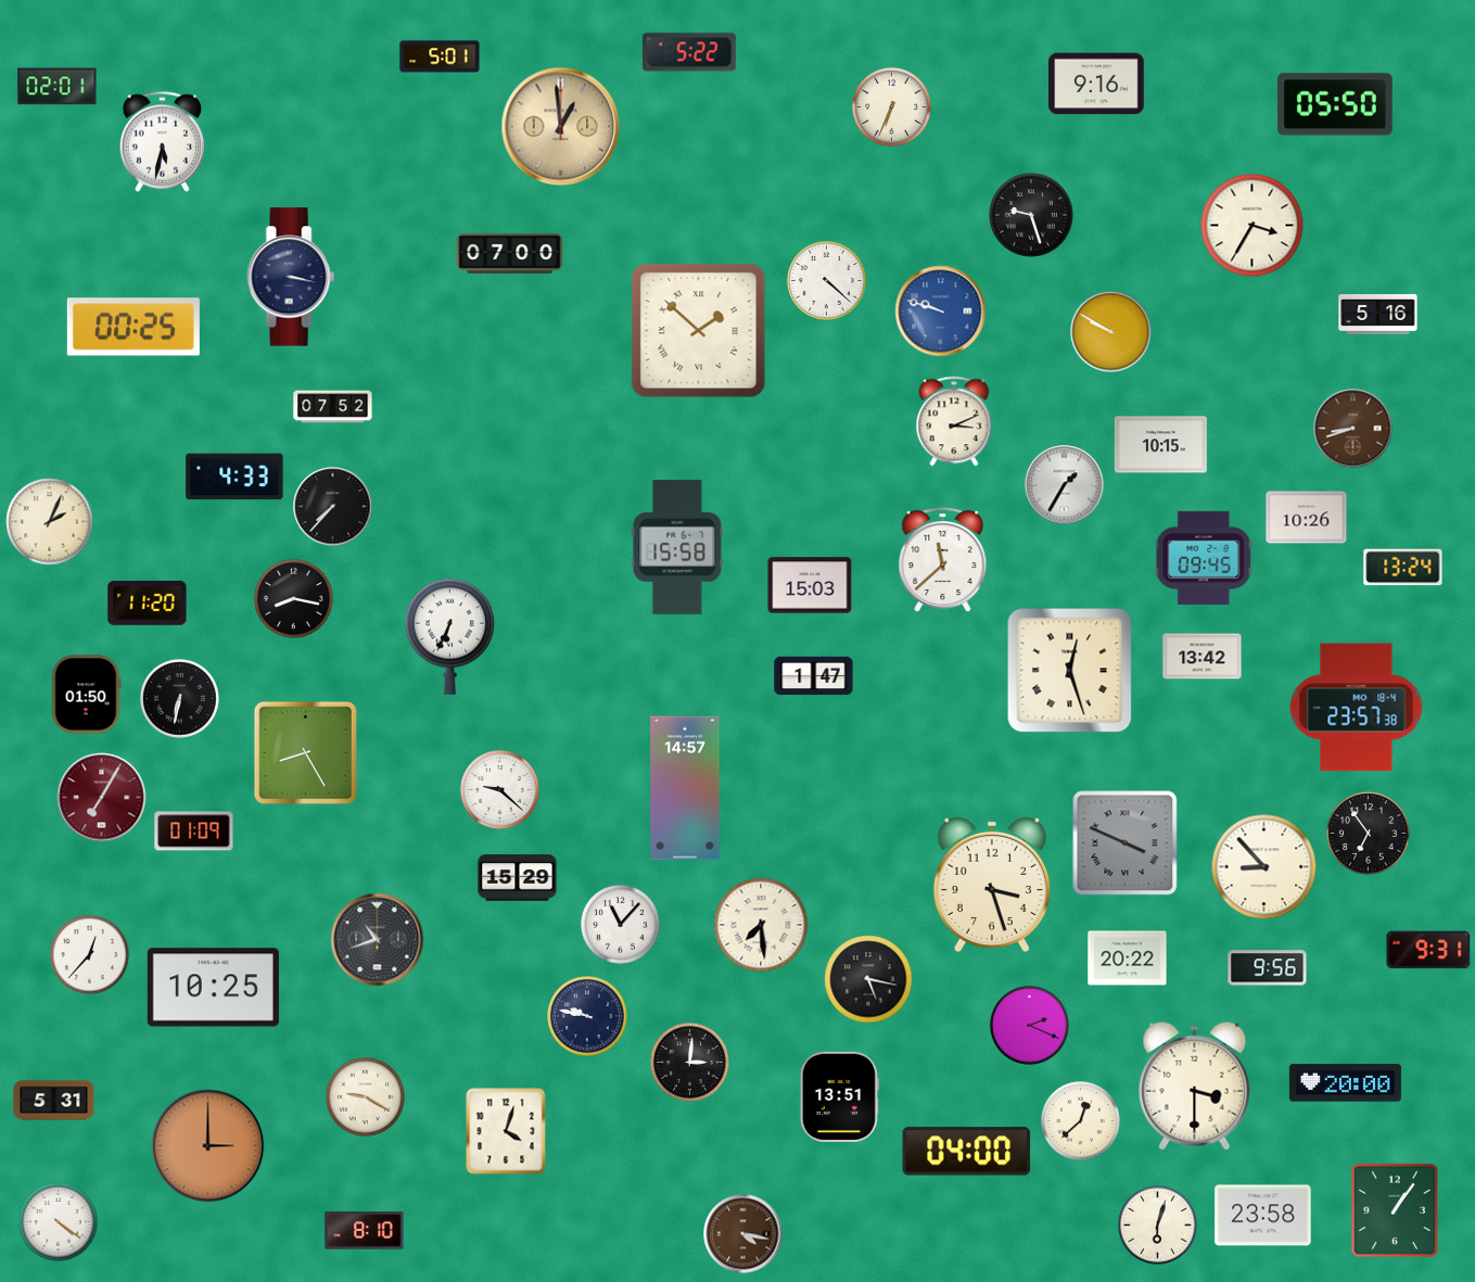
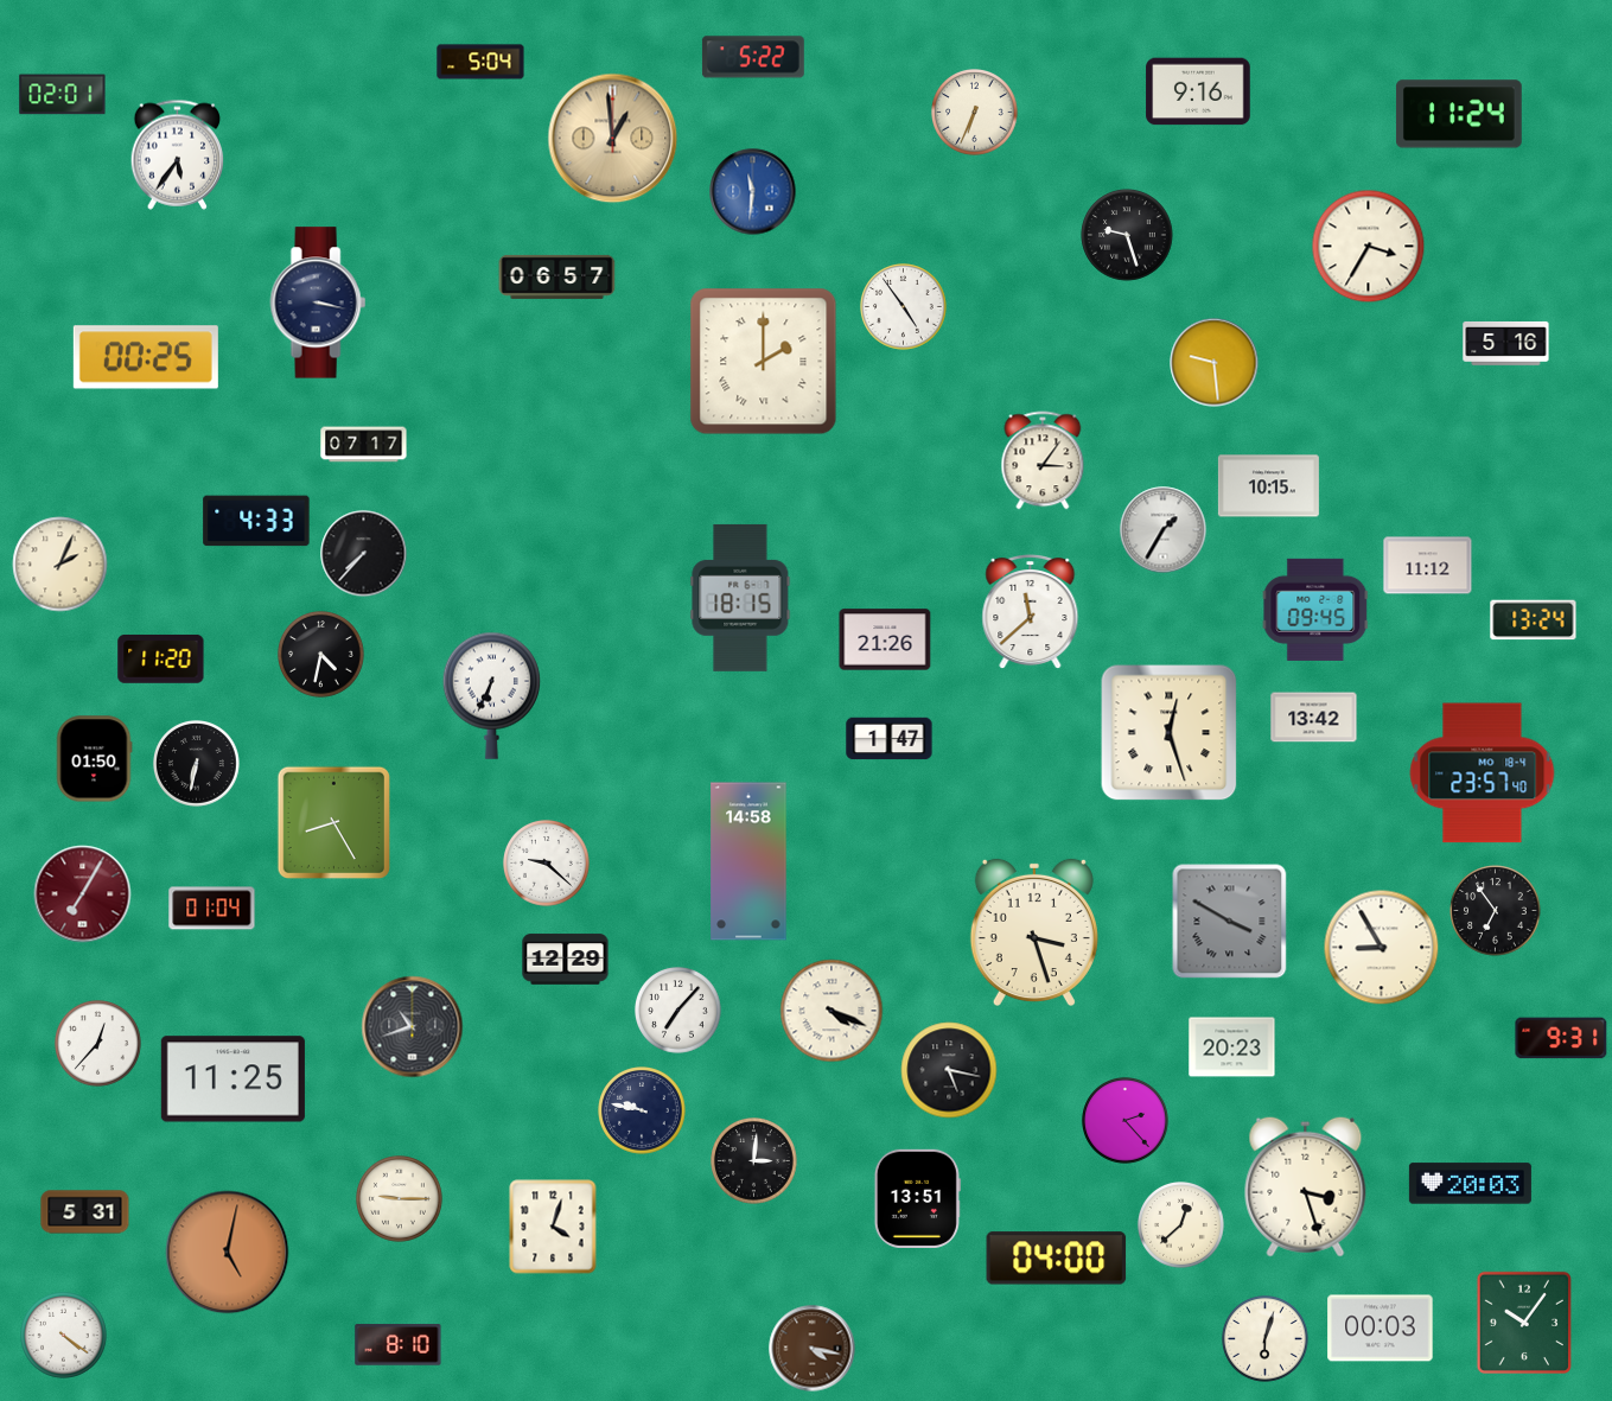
clock at (440, 56): 5:01 -> 5:04
clock at (1335, 104): 05:50 -> 11:24
clock at (892, 107) position: (892, 107) -> (975, 113)
clock at (163, 141): 5:32 -> 5:36
clock at (753, 192): none -> 11:31
clock at (510, 253): 07:00 -> 06:57
clock at (827, 281): 4:22 -> 4:54
clock at (941, 312): 9:48 -> none
clock at (699, 331): 1:52 -> 2:00
clock at (1111, 332): 9:50 -> 9:29
clock at (333, 407): 07:52 -> 07:17
clock at (954, 421): 3:11 -> 3:06
clock at (1353, 429): 8:42 -> none
clock at (1307, 518): 10:26 -> 11:12
clock at (50, 522) position: (50, 522) -> (60, 565)
clock at (677, 547): 15:58 -> 18:15
clock at (810, 585): 15:03 -> 21:26
clock at (294, 599): 8:17 -> 4:32
clock at (1357, 708): 23:57:38 -> 23:57:40
clock at (685, 788): 14:57 -> 14:58
clock at (102, 798) position: (102, 798) -> (83, 894)
clock at (194, 832): 01:09 -> 01:04
clock at (1126, 843): 3:49 -> 3:50
clock at (1264, 867): 8:53 -> 8:55
clock at (518, 878): 15:29 -> 12:29
clock at (992, 884) position: (992, 884) -> (1034, 931)
clock at (621, 925): 11:07 -> 7:07
clock at (761, 925): 7:29 -> 4:19
clock at (1128, 959): 20:22 -> 20:23
clock at (1268, 968): 9:56 -> none
clock at (213, 988): 10:25 -> 11:25
clock at (1030, 1026): 2:19 -> 2:23
clock at (1345, 1083): 20:00 -> 20:03
clock at (1195, 1086): 3:30 -> 3:27
clock at (366, 1097): 9:20 -> 9:15
clock at (54, 1101) position: (54, 1101) -> (85, 1212)
clock at (506, 1131) position: (506, 1131) -> (553, 1227)
clock at (208, 1146): 3:00 -> 5:02
clock at (1395, 1210): 1:06 -> 10:06
clock at (1263, 1216): 23:58 -> 00:03
